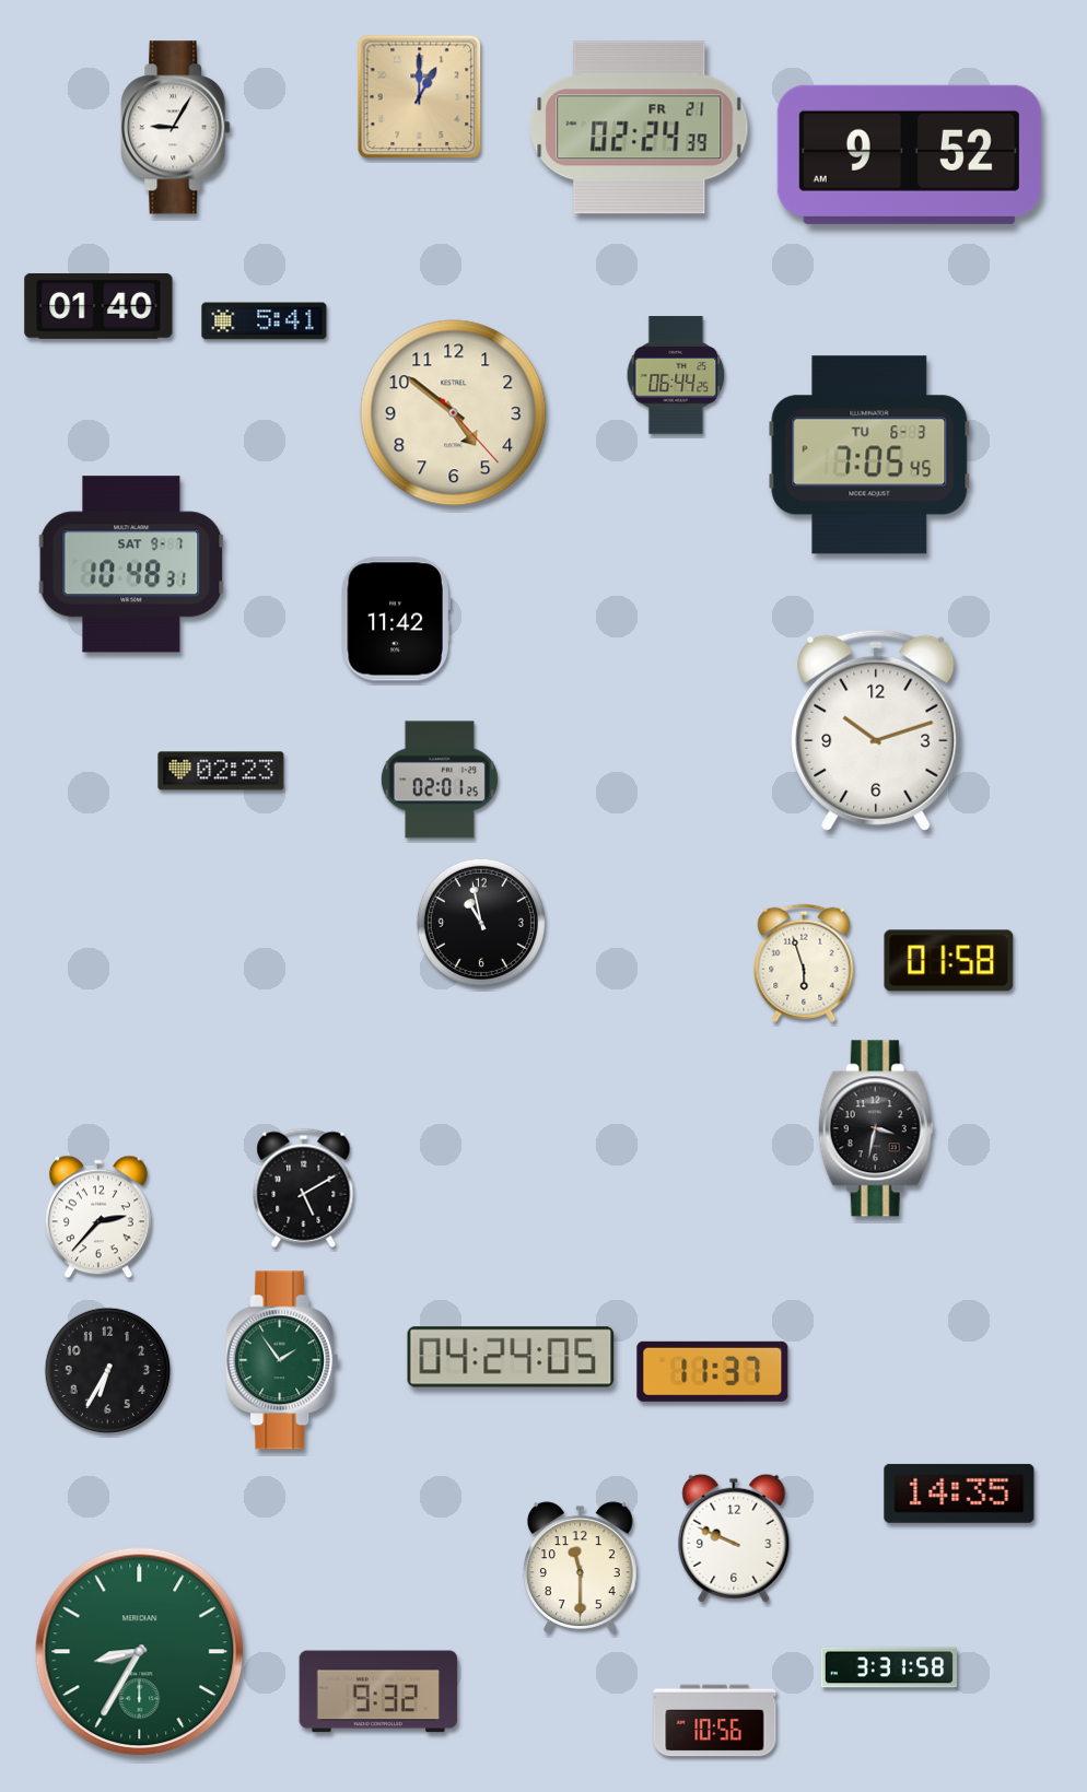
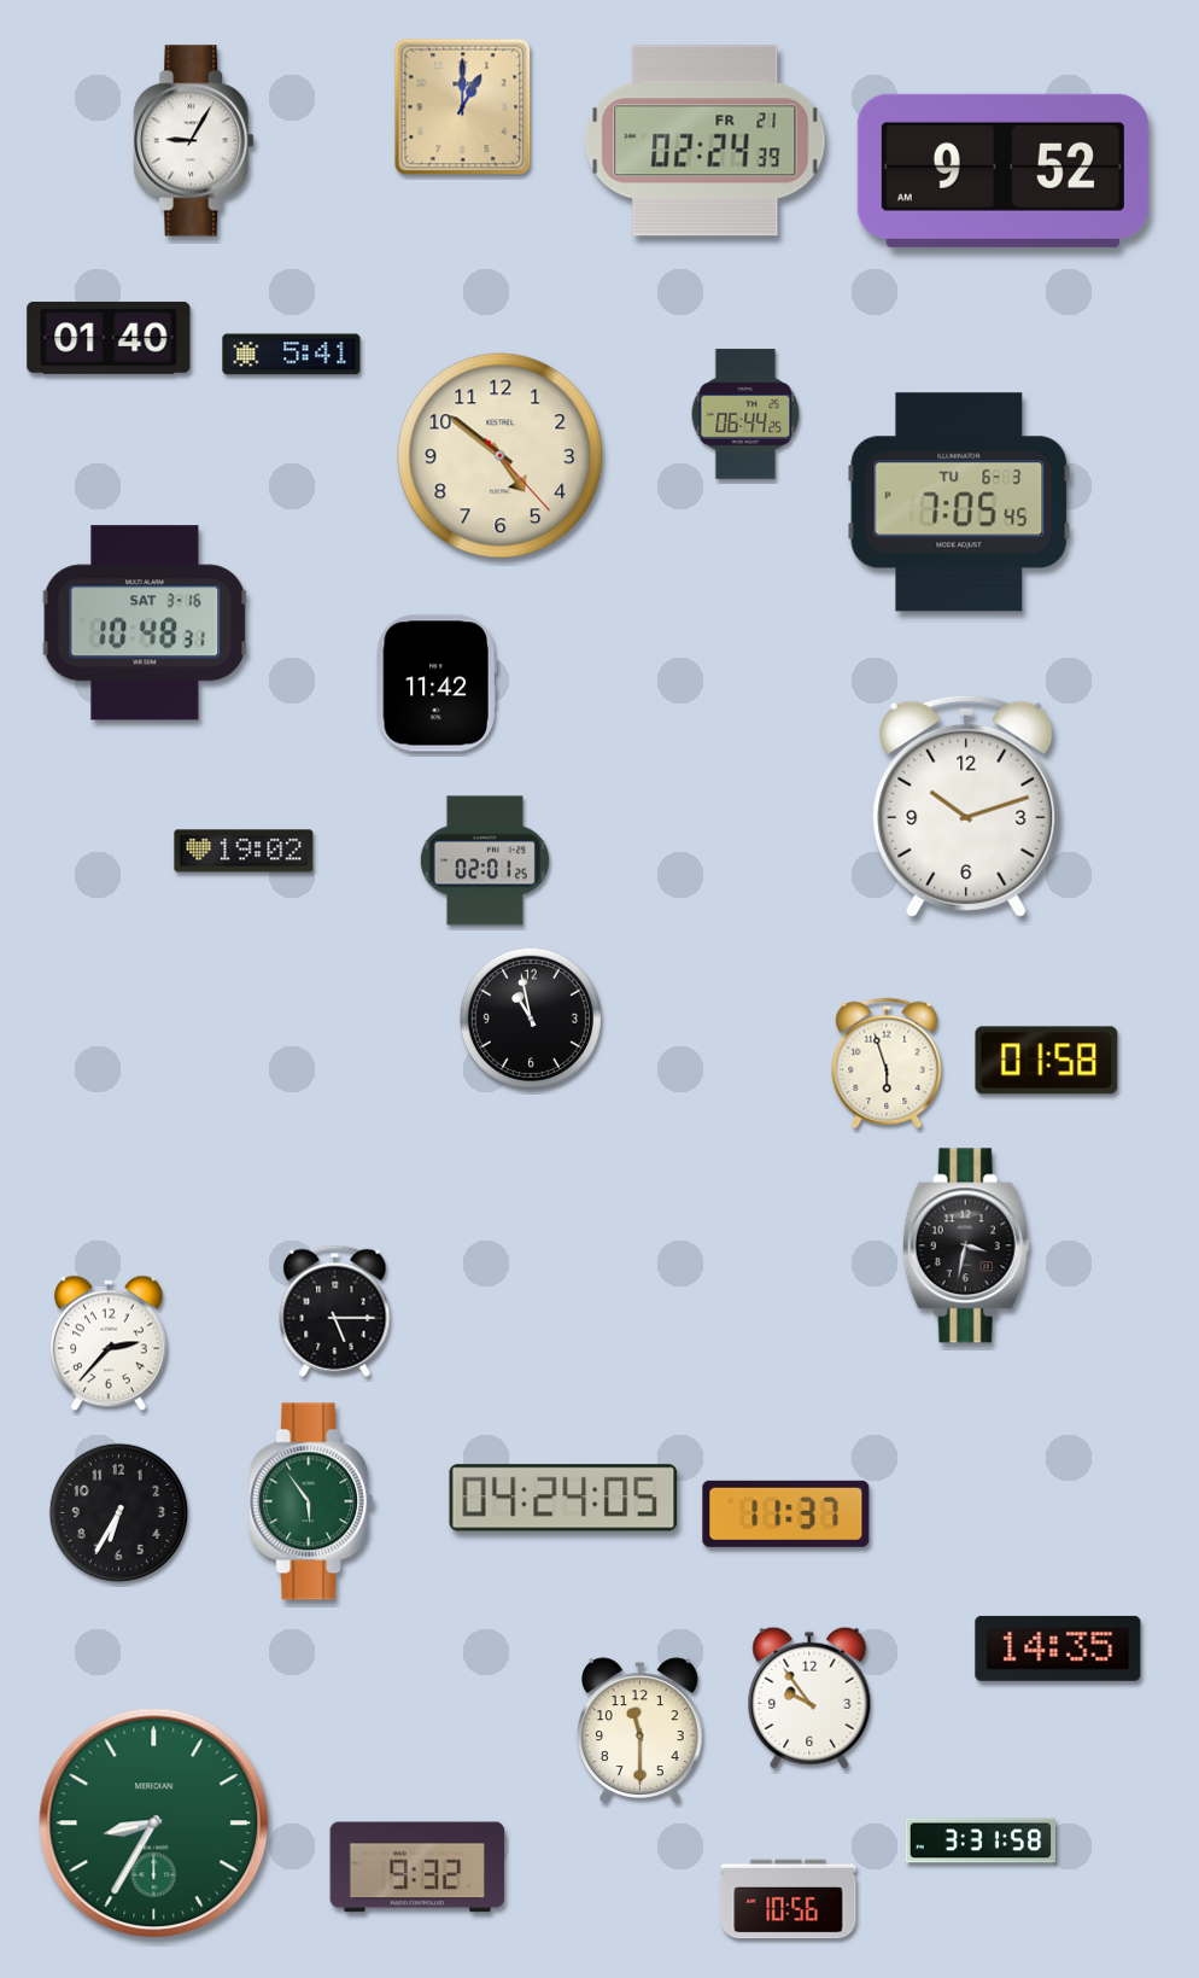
clock at (131, 564) date: SAT 9-7 -> SAT 3-16
clock at (221, 771): 02:23 -> 19:02
clock at (304, 1187): 5:10 -> 5:15
clock at (282, 1360): 1:54 -> 5:54
clock at (734, 1538): 9:49 -> 9:54
